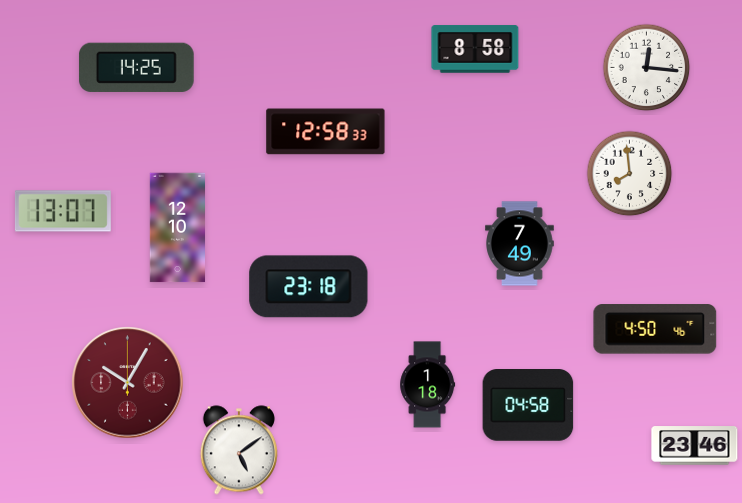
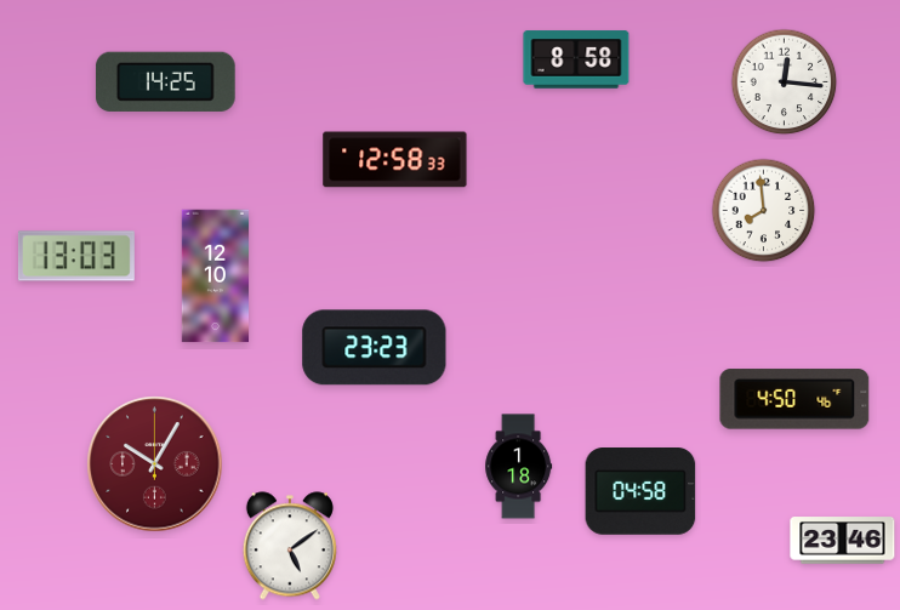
clock at (63, 211): 13:07 -> 13:03
clock at (520, 244): 7:49 -> none
clock at (309, 287): 23:18 -> 23:23
